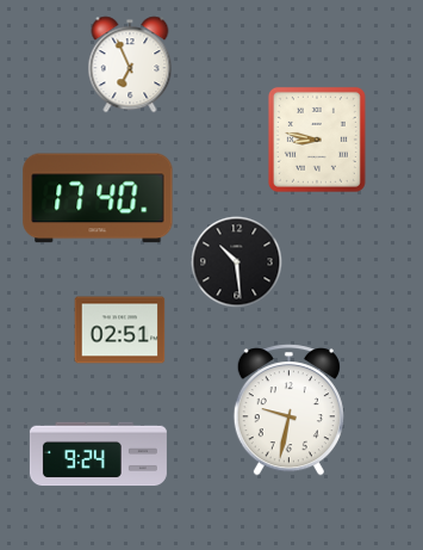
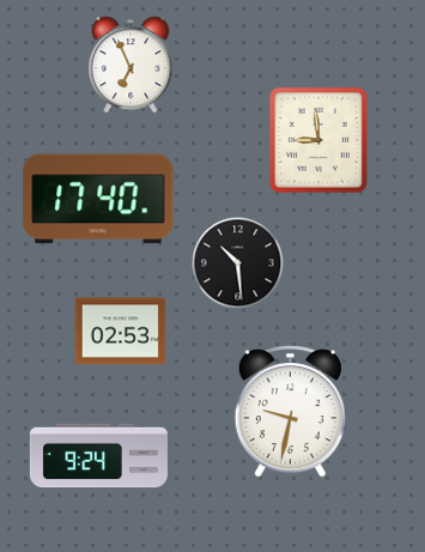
clock at (317, 140): 8:47 -> 8:59
clock at (120, 330): 02:51 -> 02:53
